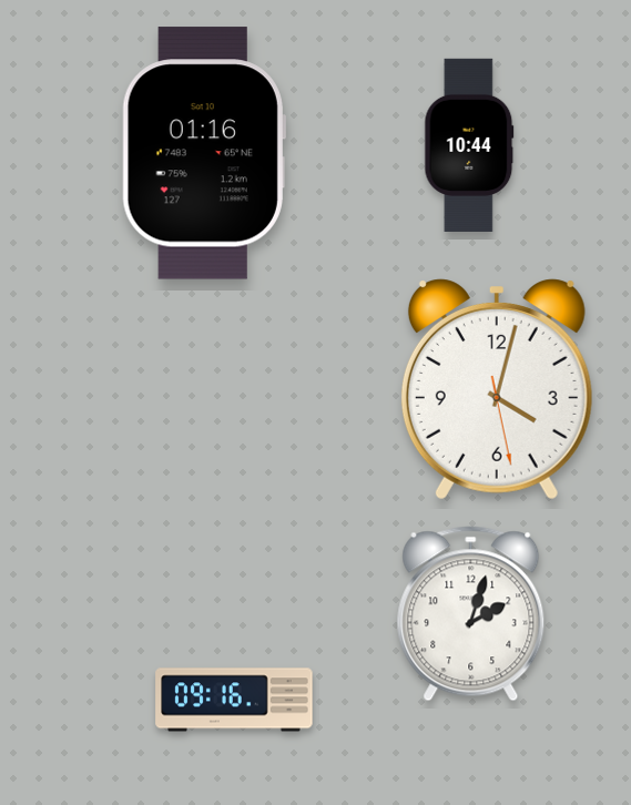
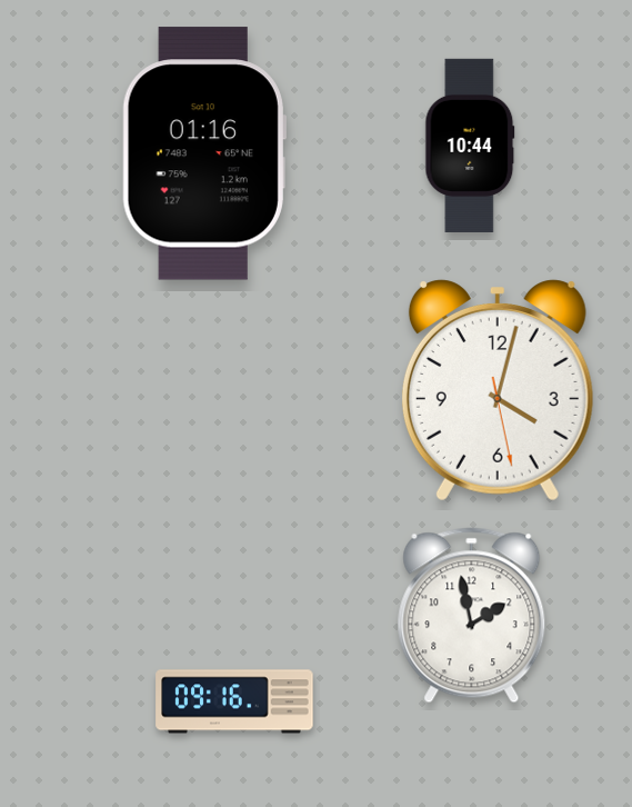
clock at (471, 614): 2:03 -> 1:58
